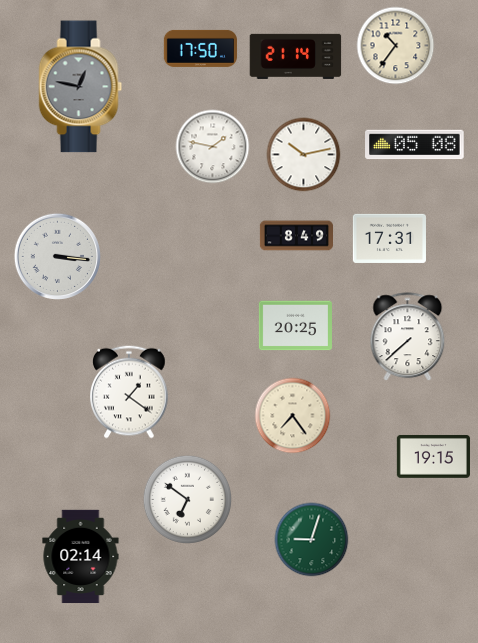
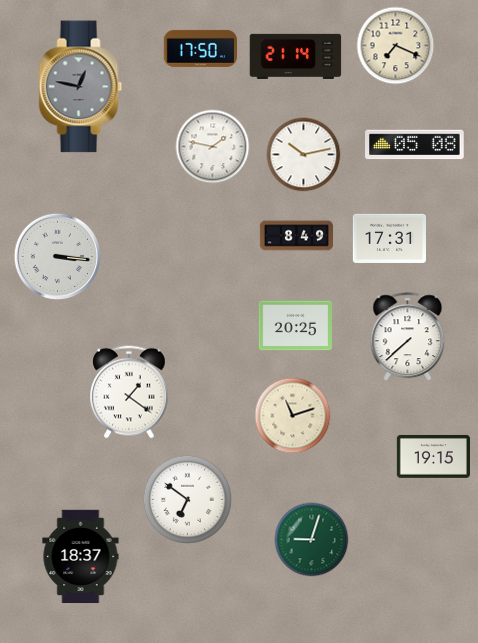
clock at (396, 46): 10:36 -> 7:19
clock at (293, 416): 7:24 -> 11:12
clock at (81, 557): 02:14 -> 18:37
